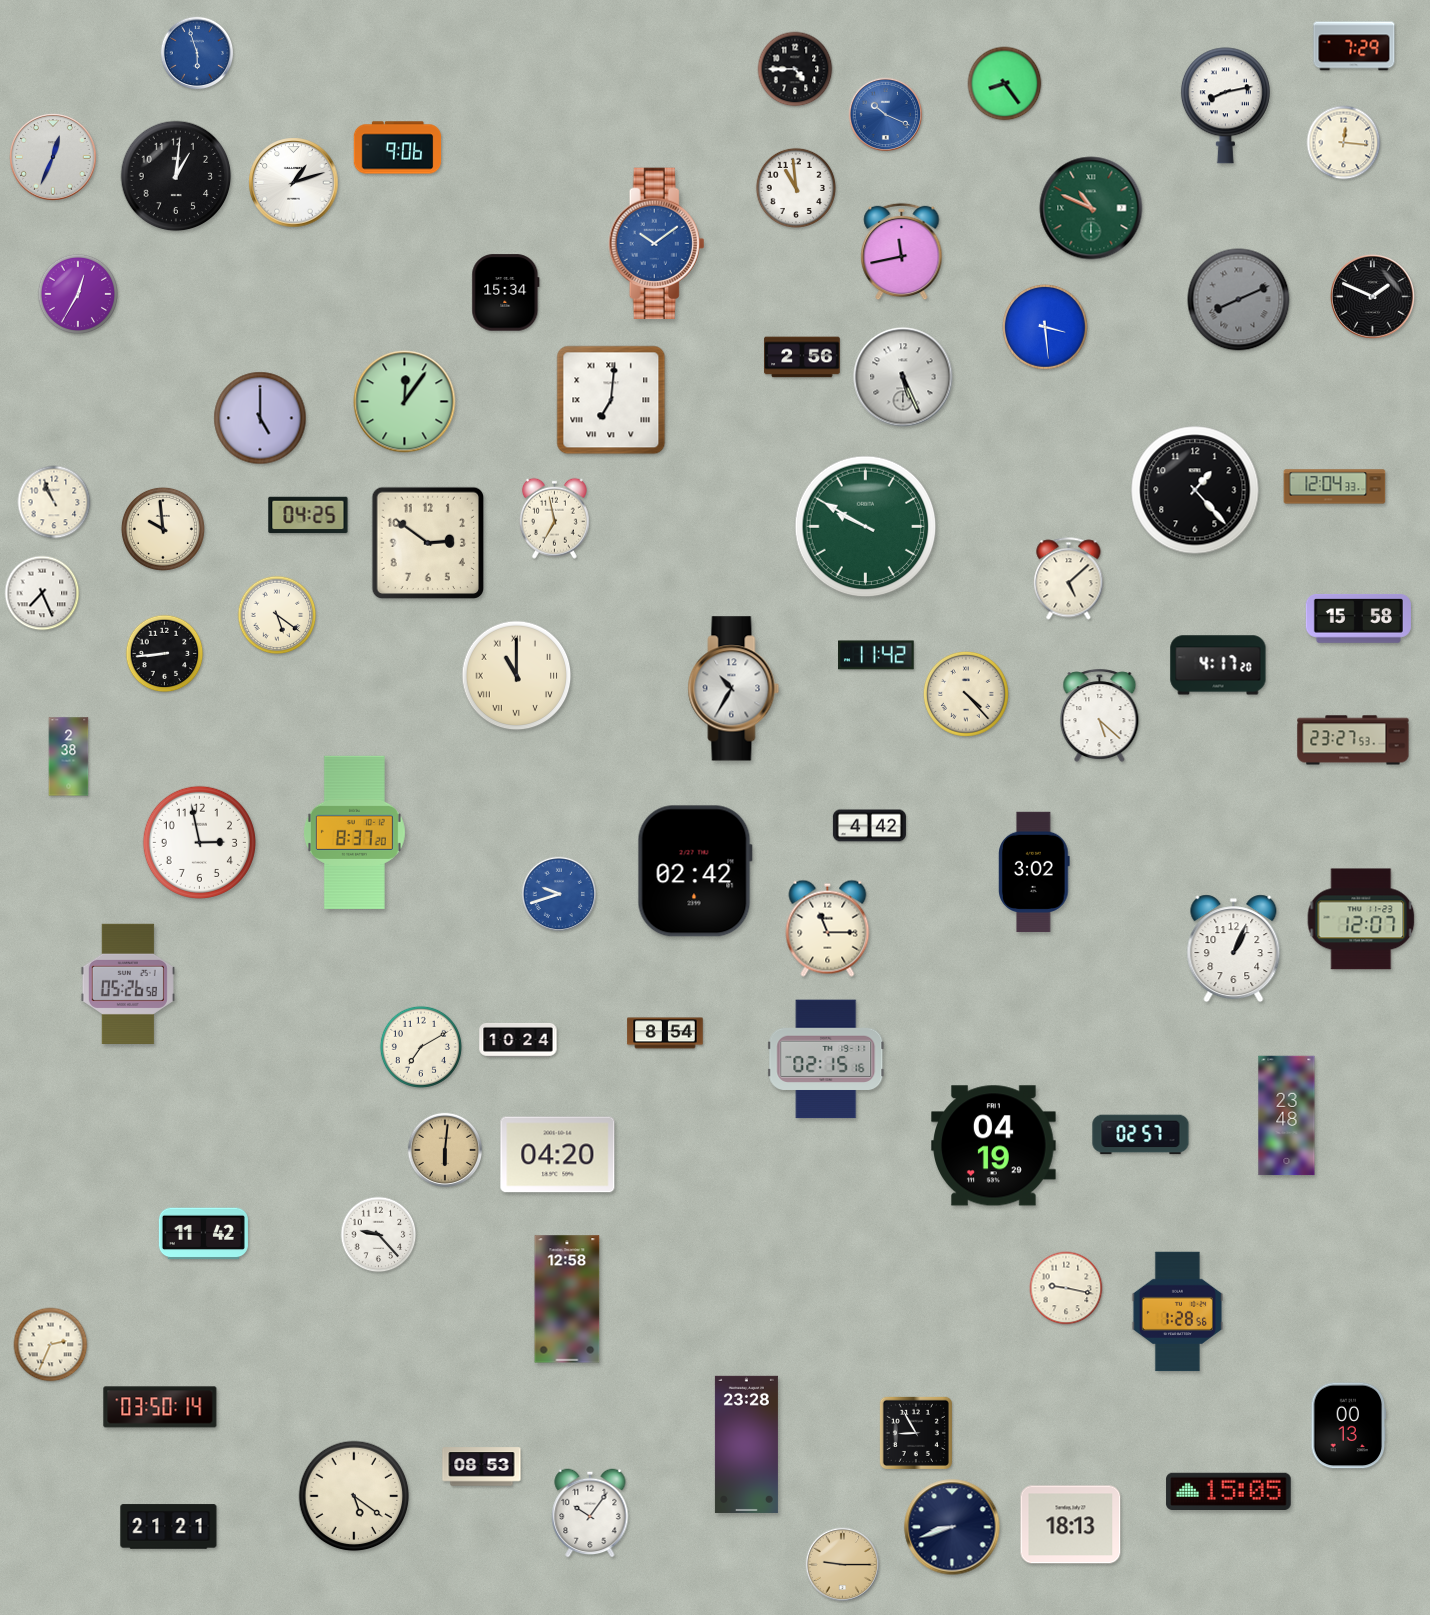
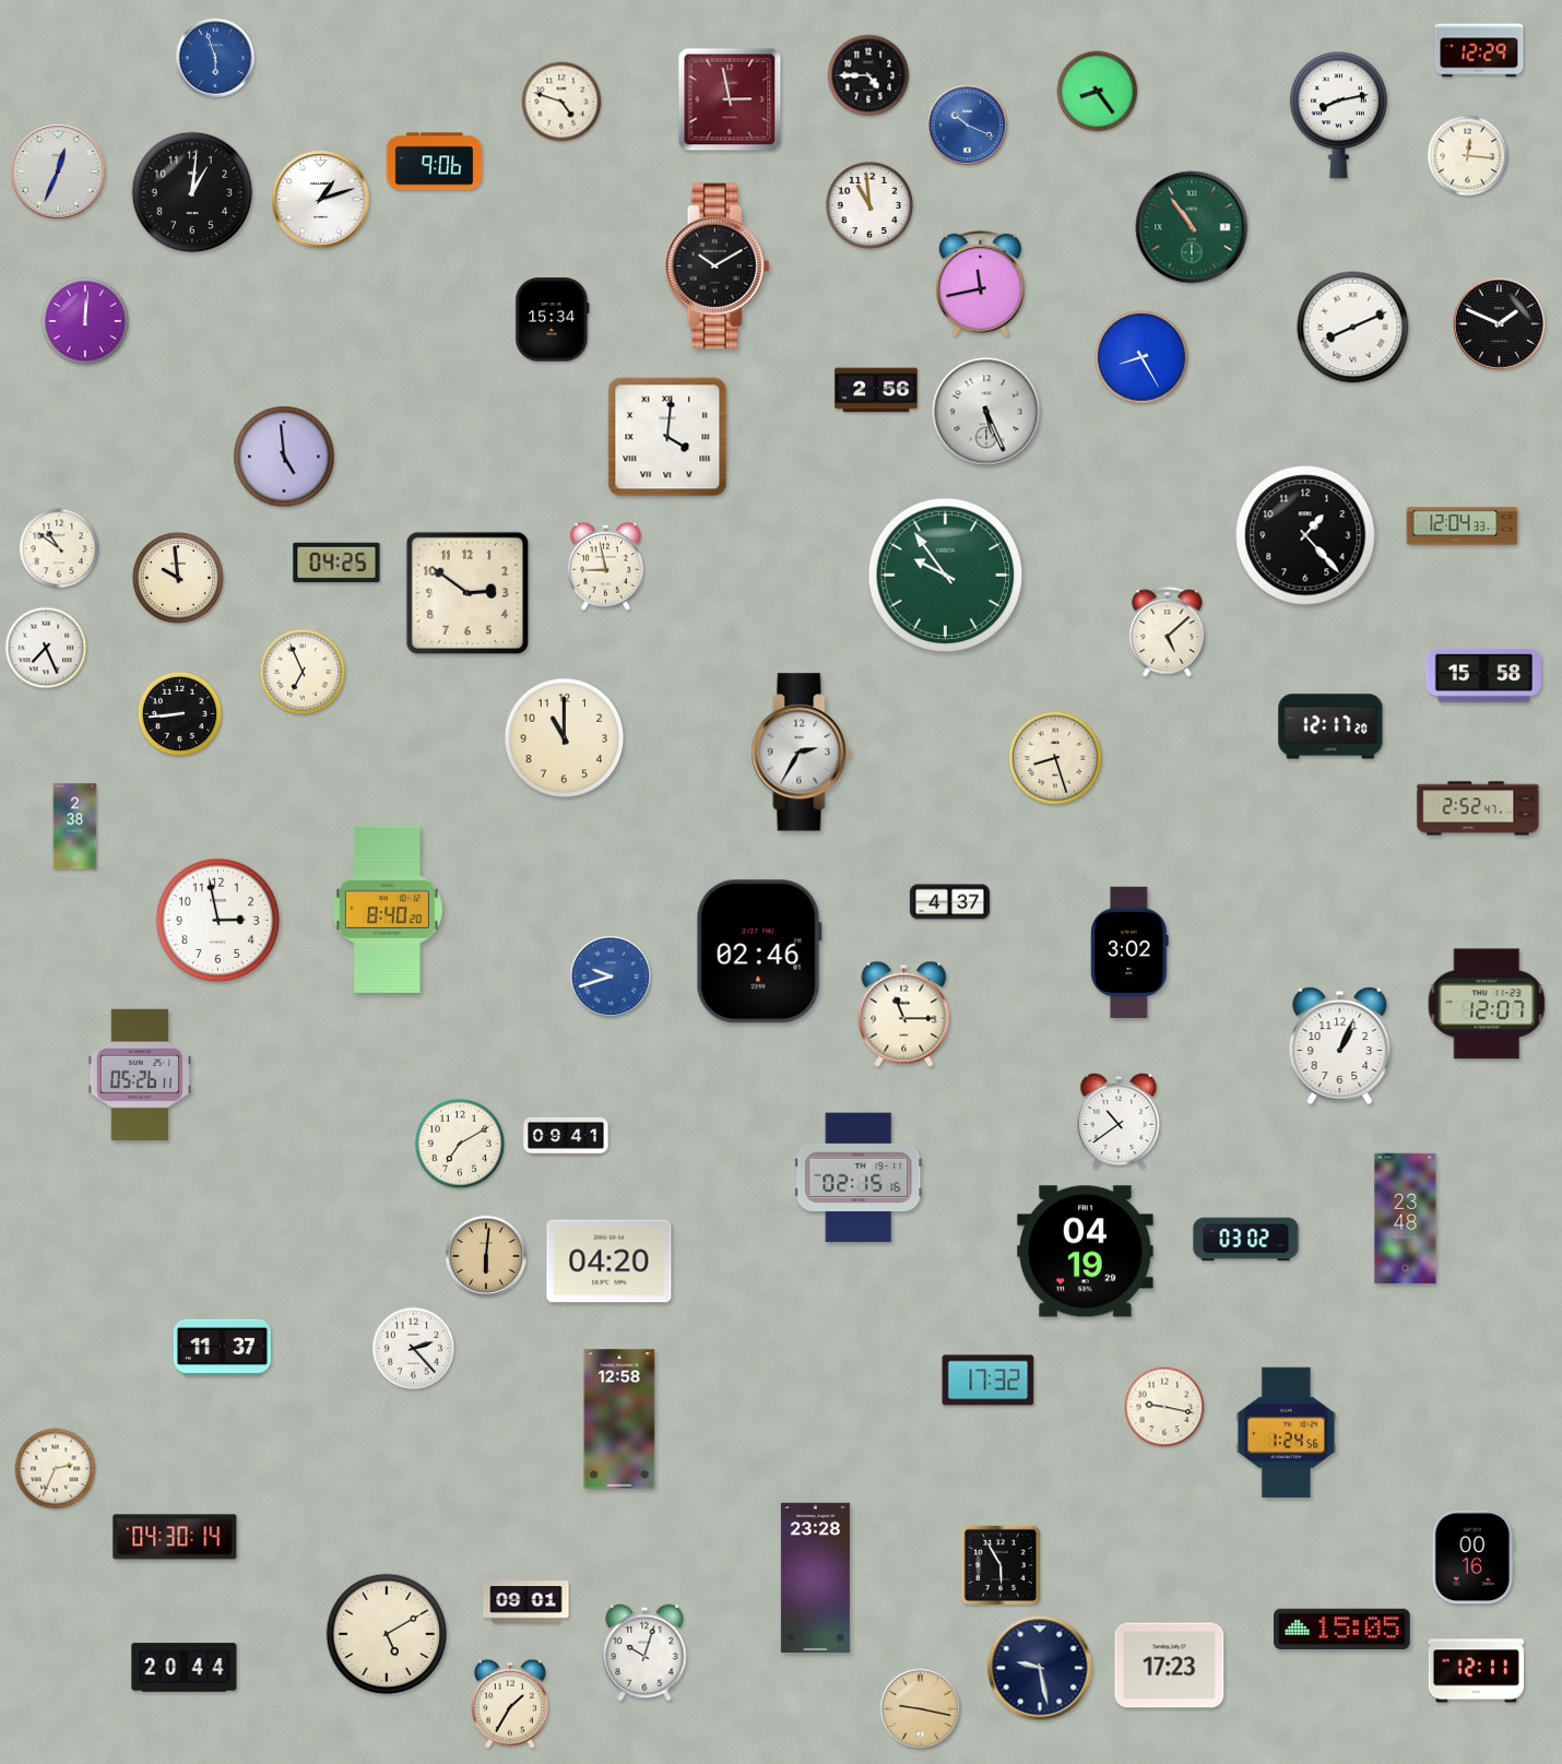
clock at (1354, 46): 7:29 -> 12:29
clock at (730, 99): none -> 2:58
clock at (561, 102): none -> 4:48
clock at (1091, 208): 10:49 -> 10:54
clock at (657, 244): 10:09 -> 10:10
clock at (657, 244) dial: blue -> black
clock at (902, 252) position: (902, 252) -> (981, 284)
clock at (77, 293): 12:35 -> 12:01
clock at (1239, 300) dial: grey -> white
clock at (1045, 327): 3:29 -> 8:25
clock at (611, 400): 7:01 -> 4:01
clock at (405, 402): 12:06 -> none
clock at (260, 418): 5:00 -> 4:59
clock at (1335, 487) position: (1335, 487) -> (1463, 526)
clock at (54, 502): 10:56 -> 10:51
clock at (554, 518): 6:58 -> 8:58
clock at (866, 527): 9:50 -> 9:54
clock at (277, 615): 5:21 -> 6:56
clock at (876, 655): 11:42 -> none
clock at (1218, 665): 4:17 -> 12:17
clock at (517, 676) numerals: Roman -> Arabic
clock at (734, 689): 10:35 -> 2:35
clock at (966, 694): 4:23 -> 8:27
clock at (1100, 716): 5:22 -> none
clock at (1353, 740): 23:27 -> 2:52
clock at (869, 826): 4:42 -> 4:37
clock at (354, 832): 8:37 -> 8:40
clock at (695, 871): 02:42 -> 02:46
clock at (1234, 949) position: (1234, 949) -> (1340, 1046)
clock at (128, 983): 05:26:58 -> 05:26:11
clock at (1119, 1120): none -> 10:39
clock at (665, 1033): 8:54 -> none
clock at (518, 1040): 10:24 -> 09:41
clock at (826, 1059) position: (826, 1059) -> (859, 1177)
clock at (1141, 1135): 02:57 -> 03:02
clock at (203, 1234): 11:42 -> 11:37
clock at (379, 1235): 9:23 -> 2:23
clock at (989, 1381): none -> 17:32
clock at (1177, 1312): 1:28 -> 1:24
clock at (160, 1407): 03:50 -> 04:30
clock at (1349, 1426): 00:13 -> 00:16
clock at (916, 1433): 8:55 -> 5:55
clock at (482, 1467): 08:53 -> 09:01
clock at (354, 1496): 5:21 -> 5:10
clock at (590, 1513): 10:06 -> 10:03
clock at (1071, 1525): 18:13 -> 17:23
clock at (169, 1527): 21:21 -> 20:44
clock at (952, 1527): 8:42 -> 9:28
clock at (1477, 1671): none -> 12:11
clock at (510, 1704): none -> 1:35
clock at (843, 1565): 9:15 -> 9:17
